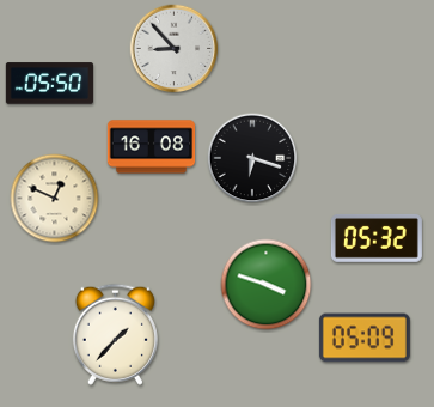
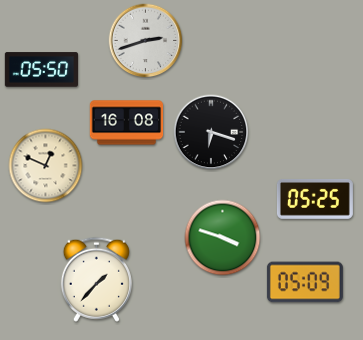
clock at (175, 49): 8:53 -> 2:42
clock at (377, 238): 05:32 -> 05:25
